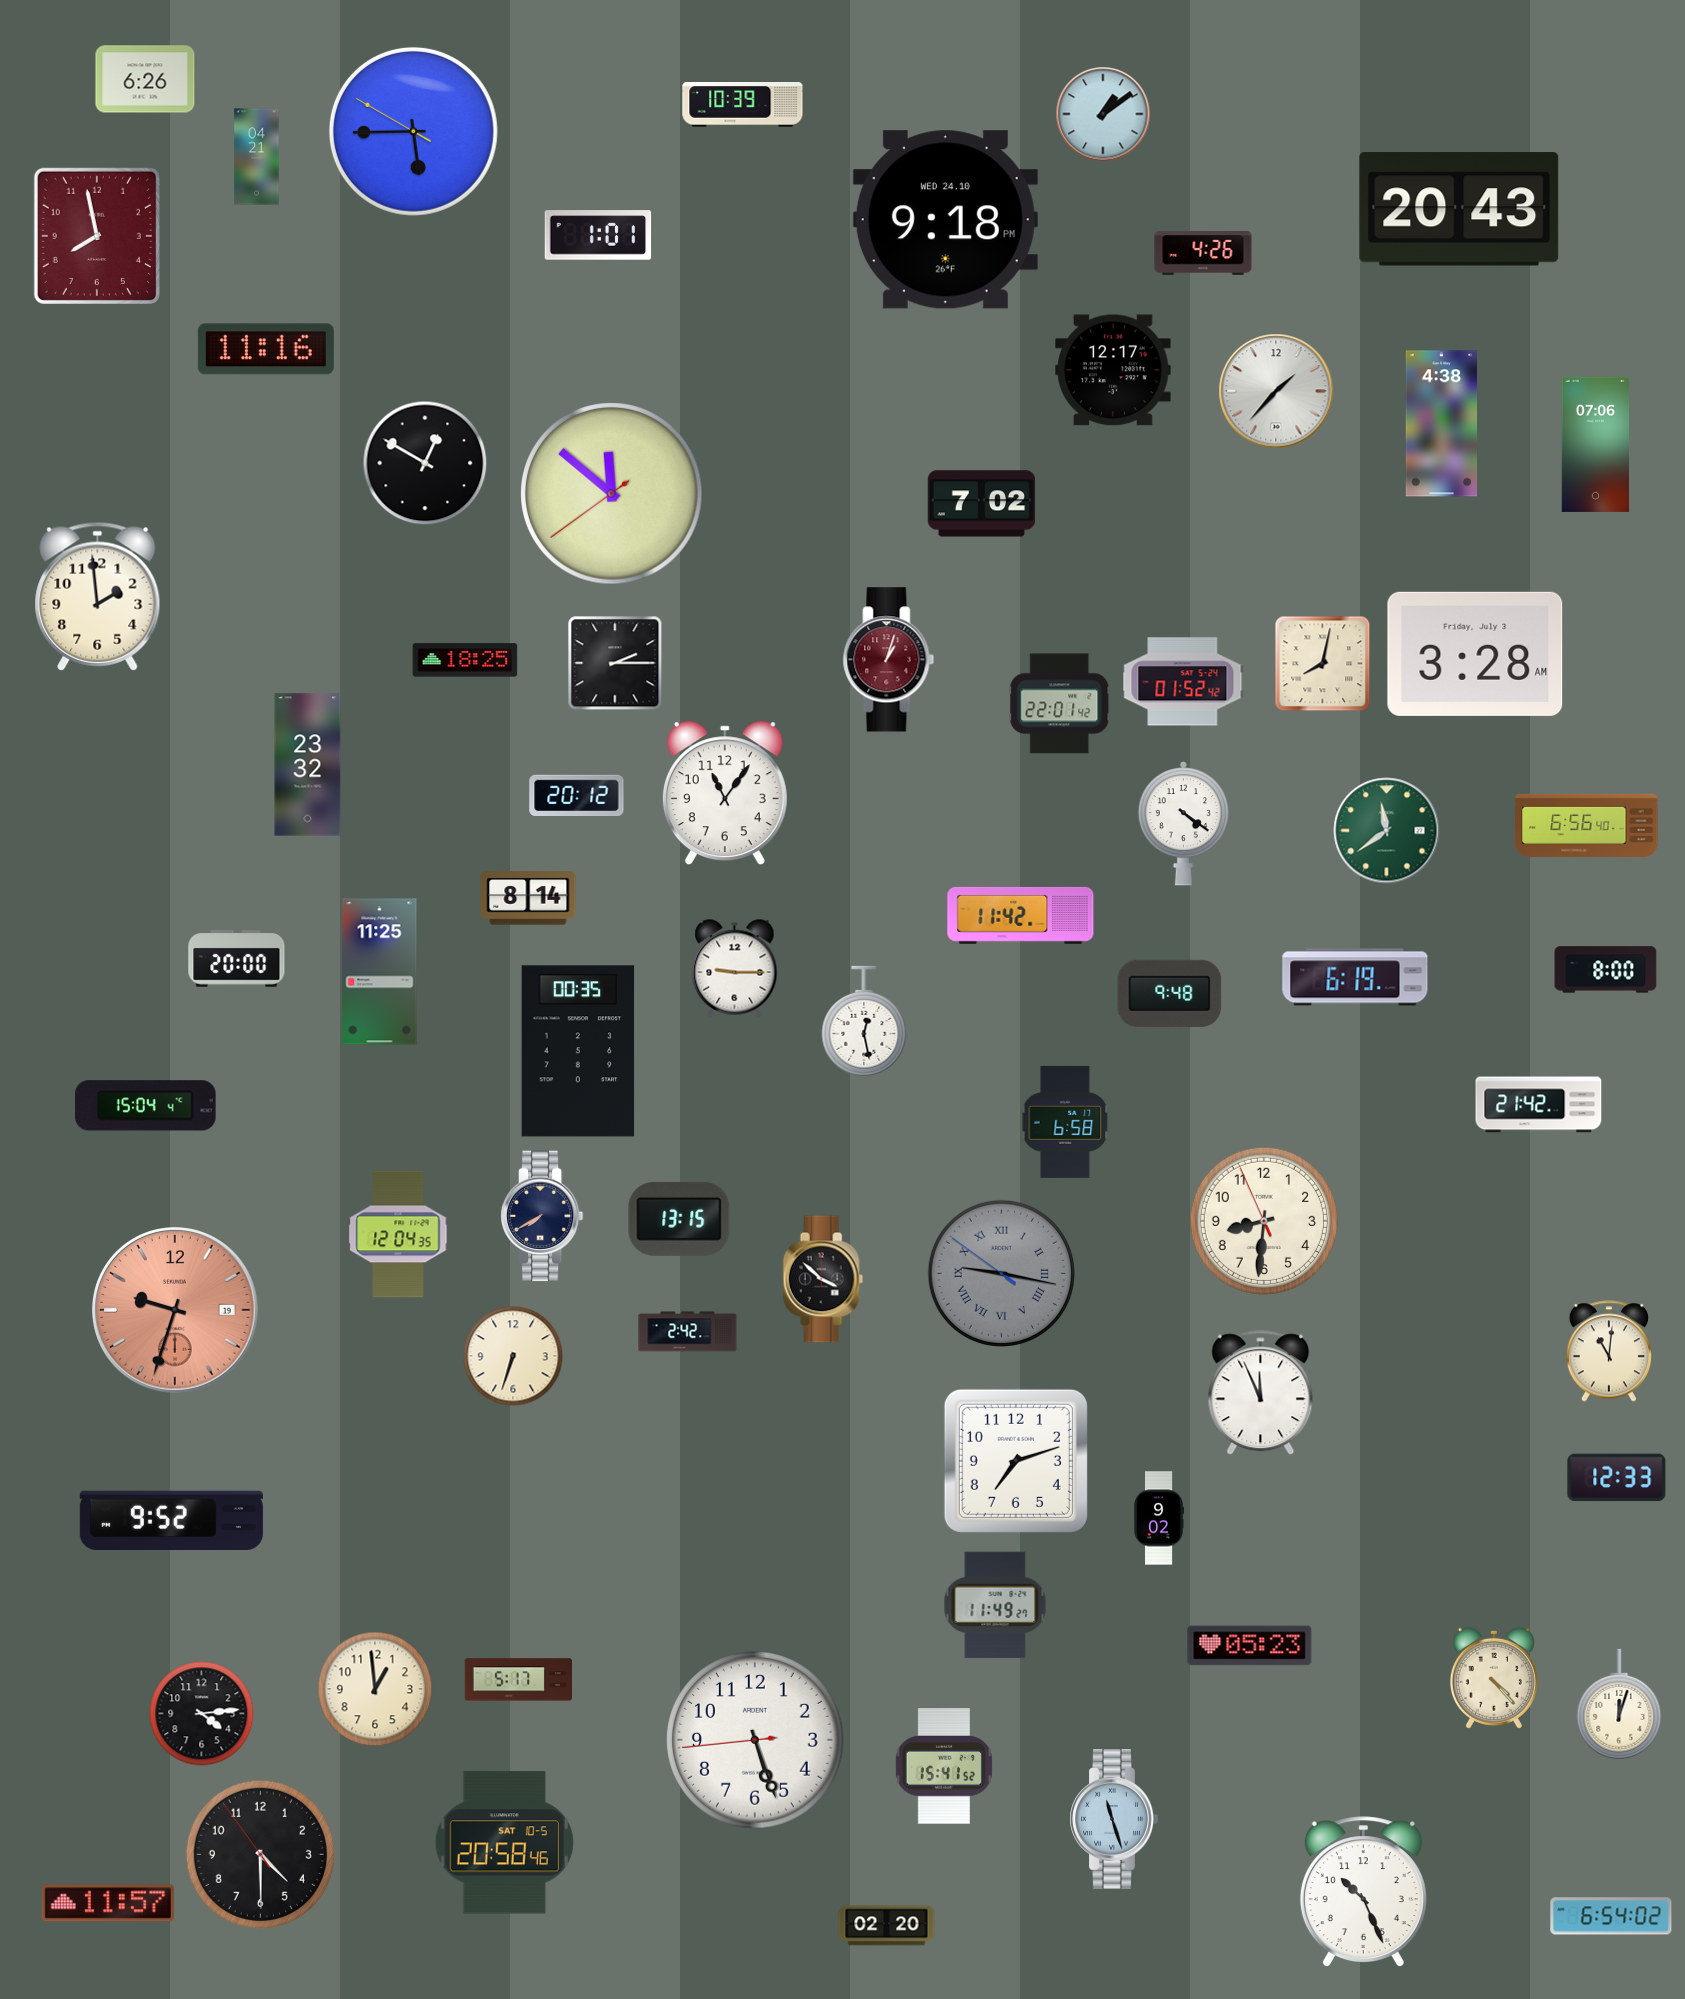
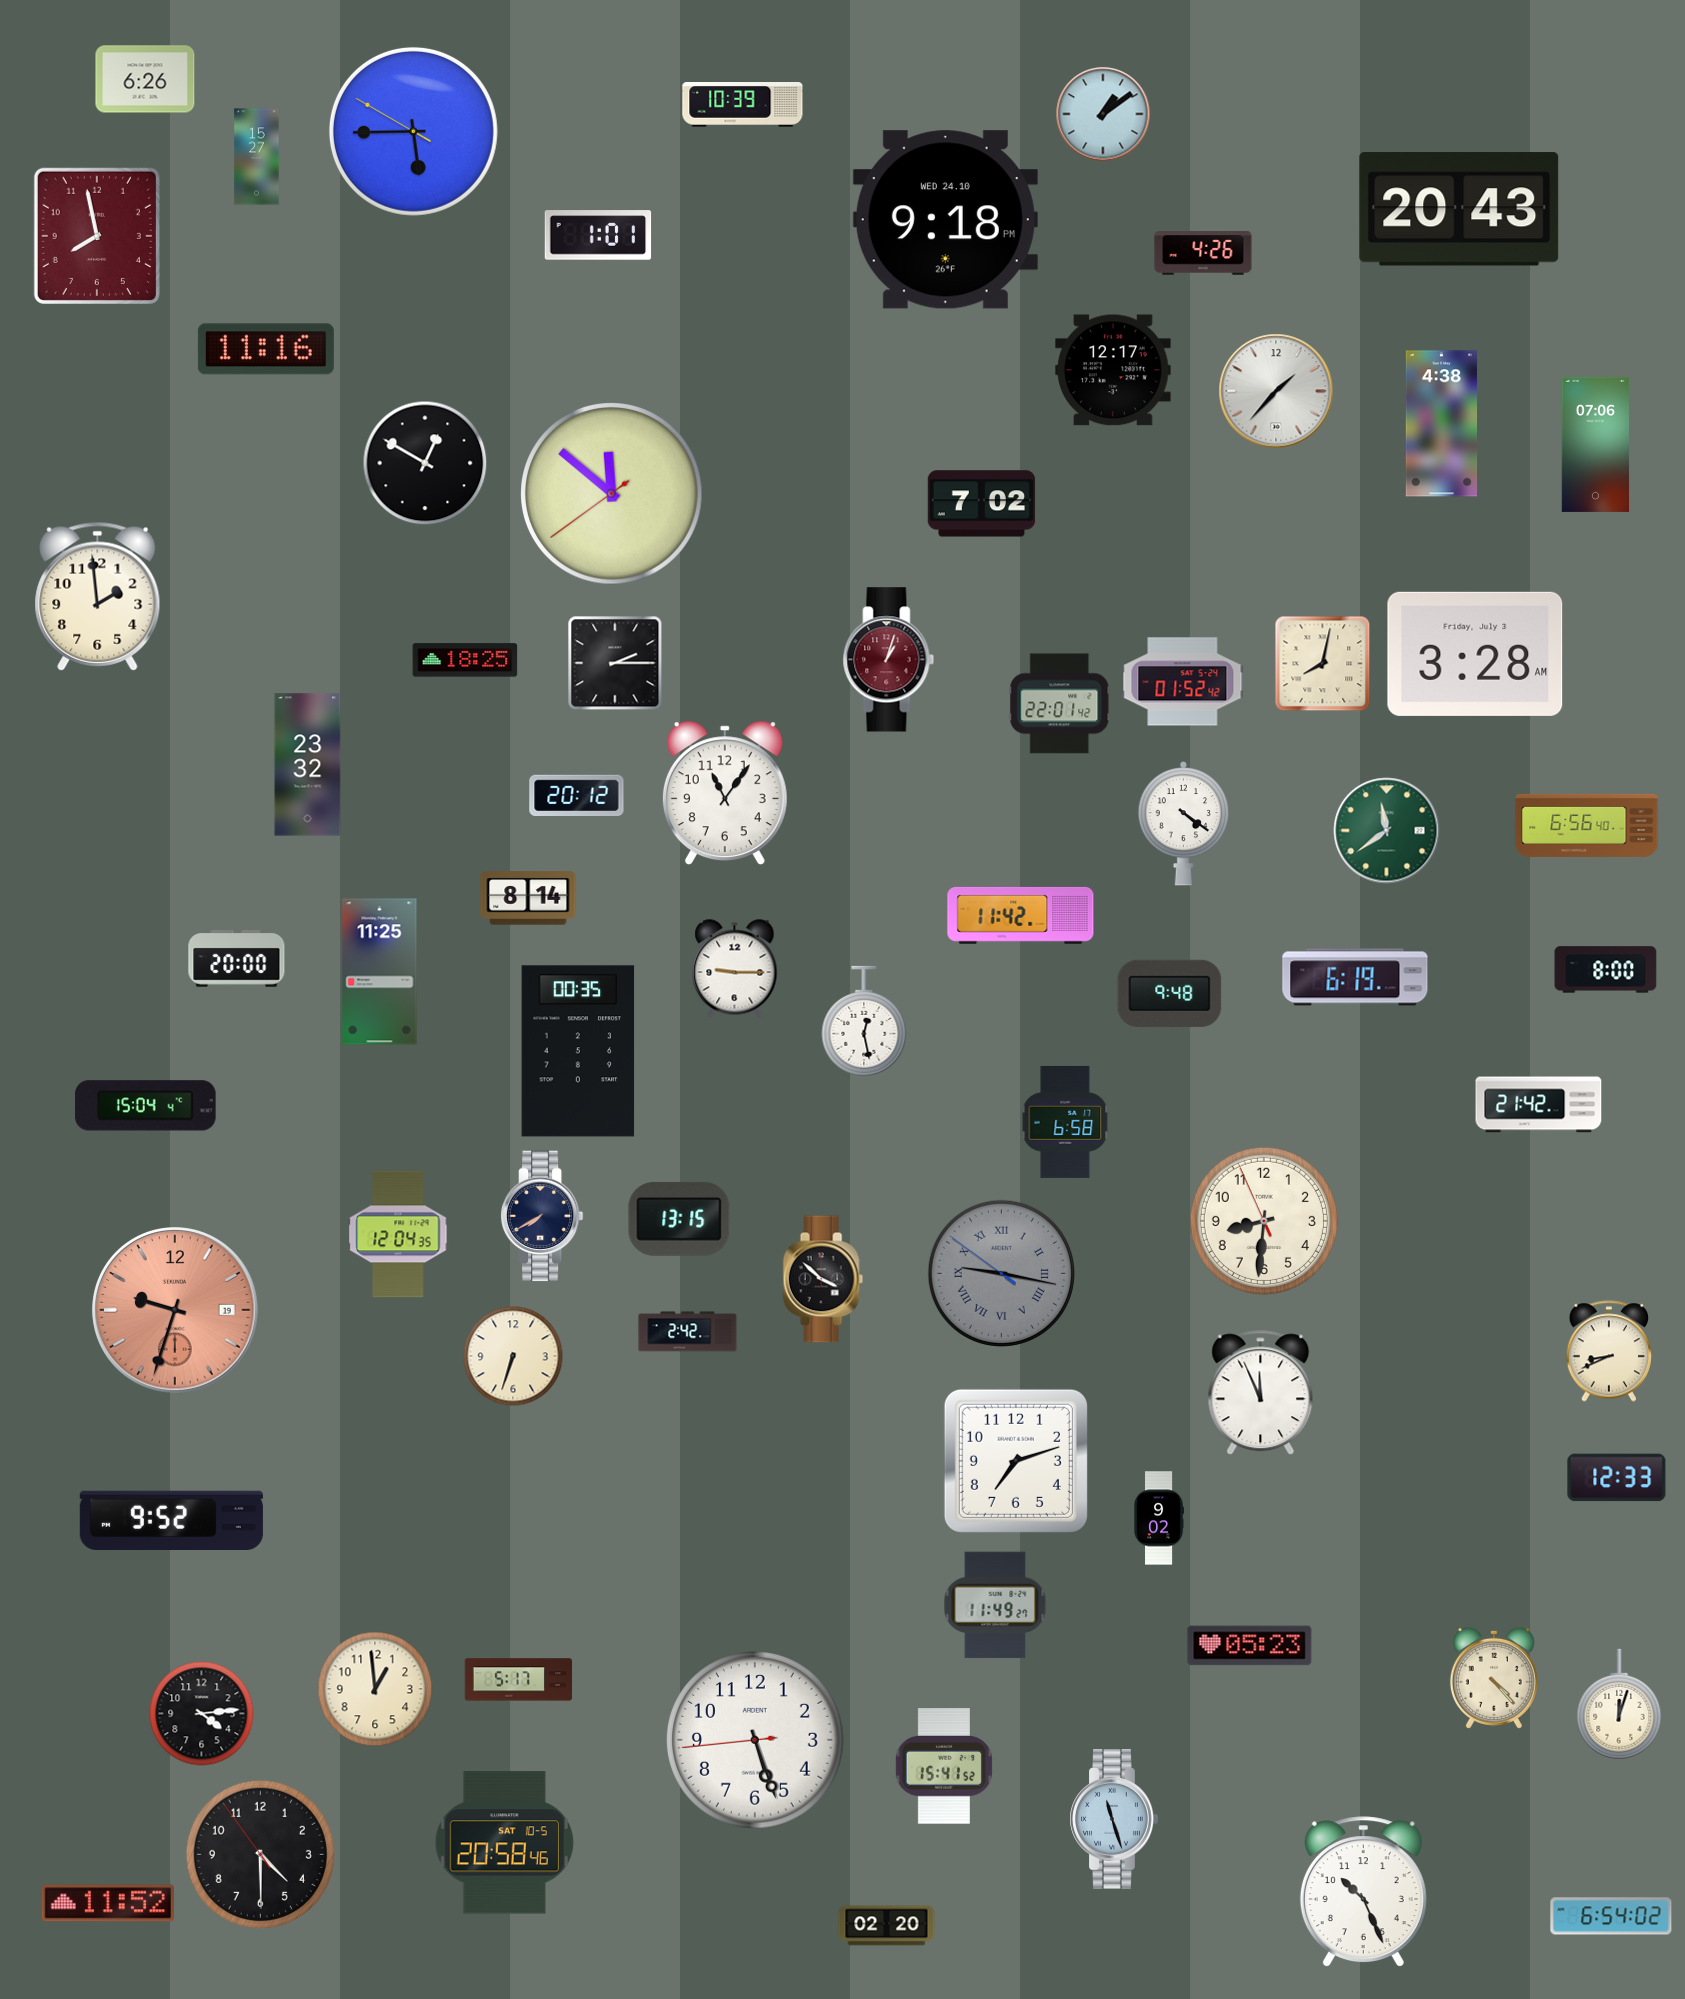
clock at (257, 157): 04:21 -> 15:27
clock at (1608, 1351): 11:01 -> 8:41
clock at (107, 1903): 11:57 -> 11:52
